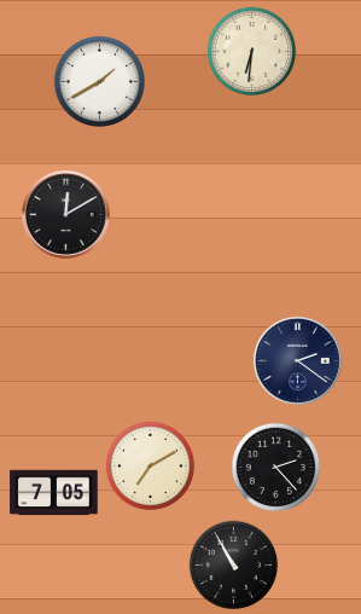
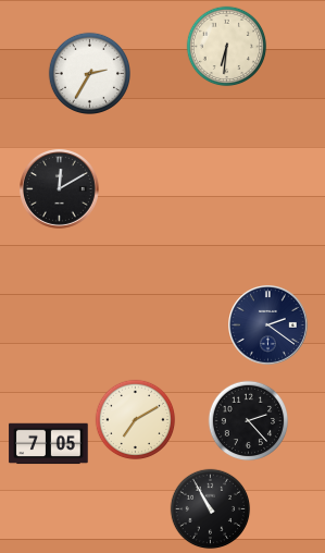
clock at (99, 81): 1:40 -> 2:35
clock at (66, 215) position: (66, 215) -> (60, 189)
